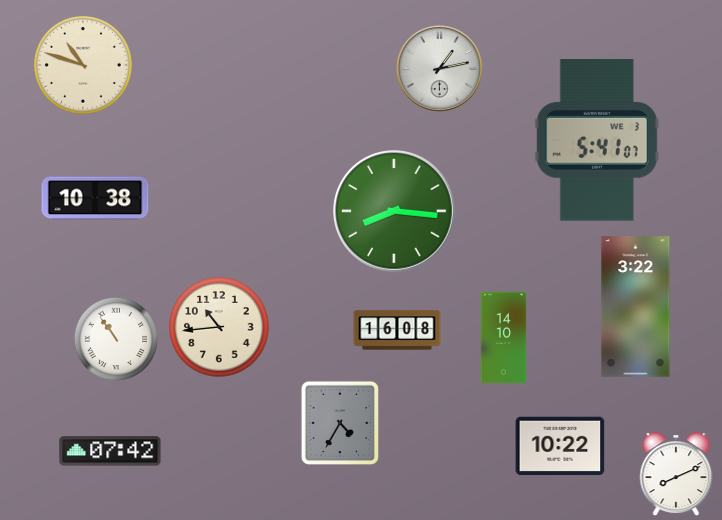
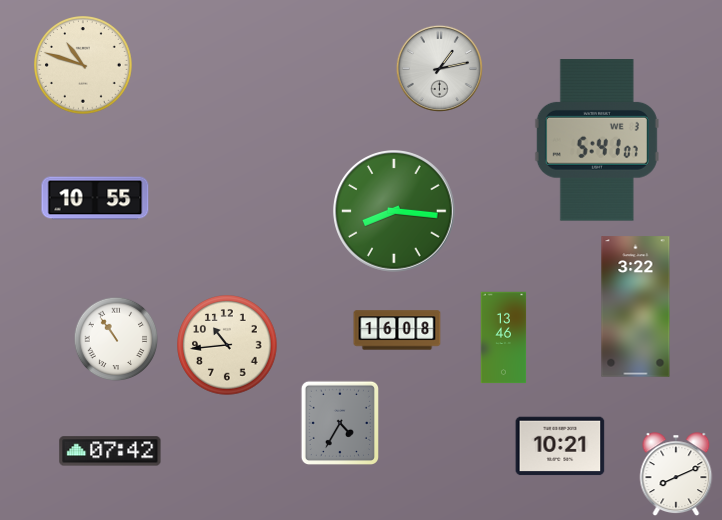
clock at (95, 198): 10:38 -> 10:55
clock at (219, 327) position: (219, 327) -> (227, 345)
clock at (504, 338): 14:10 -> 13:46
clock at (560, 446): 10:22 -> 10:21
